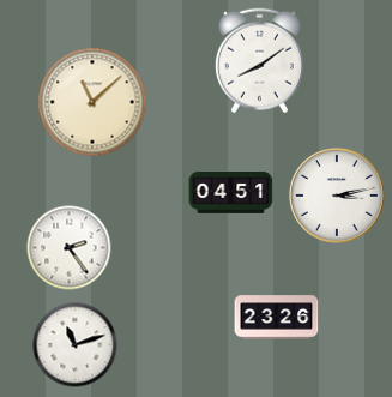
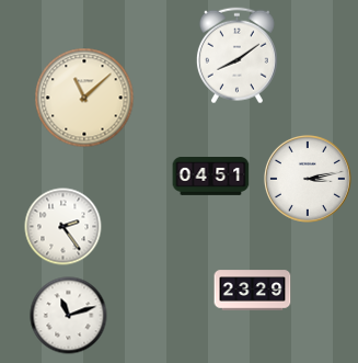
clock at (92, 102) position: (92, 102) -> (84, 98)
clock at (277, 318): 23:26 -> 23:29
